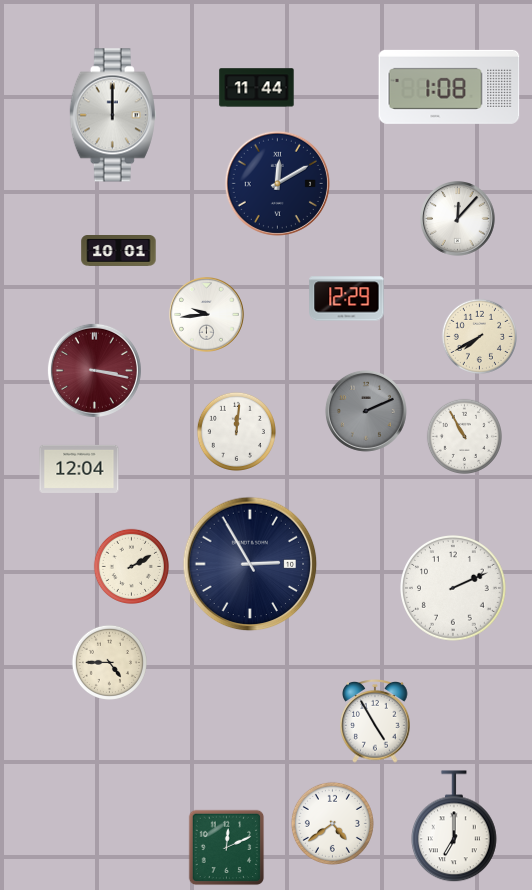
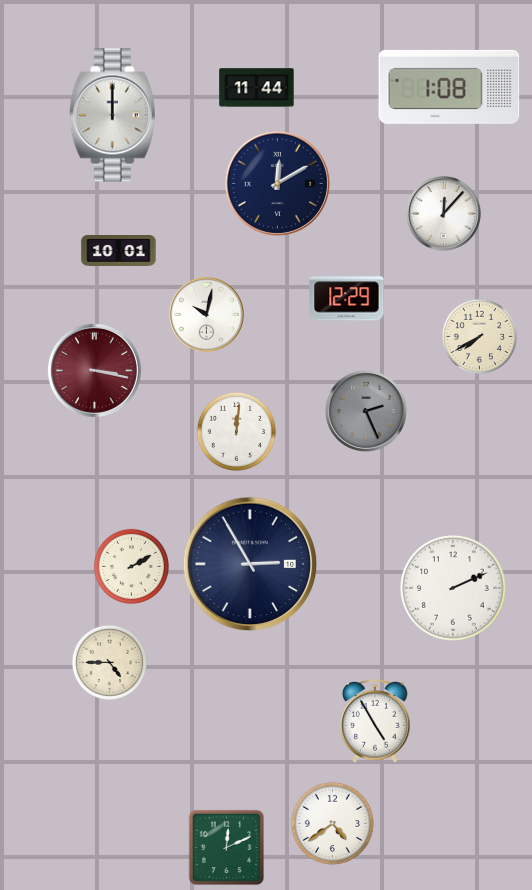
clock at (458, 219) position: (458, 219) -> (444, 214)
clock at (207, 315): 9:44 -> 10:02
clock at (366, 411): 2:11 -> 2:26
clock at (464, 436): 10:55 -> none
clock at (79, 469): 12:04 -> none
clock at (455, 827): 7:00 -> none
